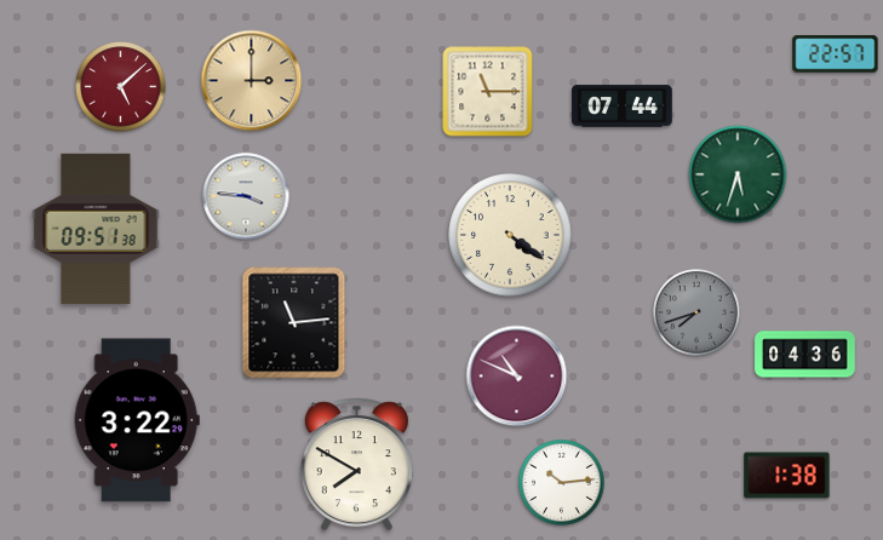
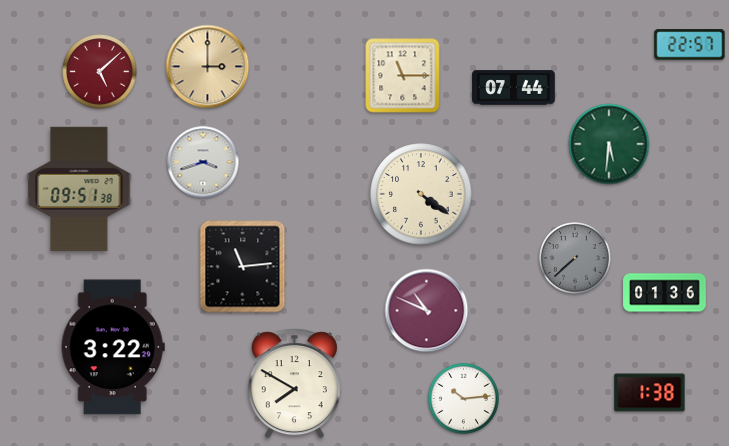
clock at (738, 174): 5:33 -> 5:31
clock at (246, 196): 3:46 -> 3:42
clock at (696, 312): 7:42 -> 7:38
clock at (805, 355): 04:36 -> 01:36
